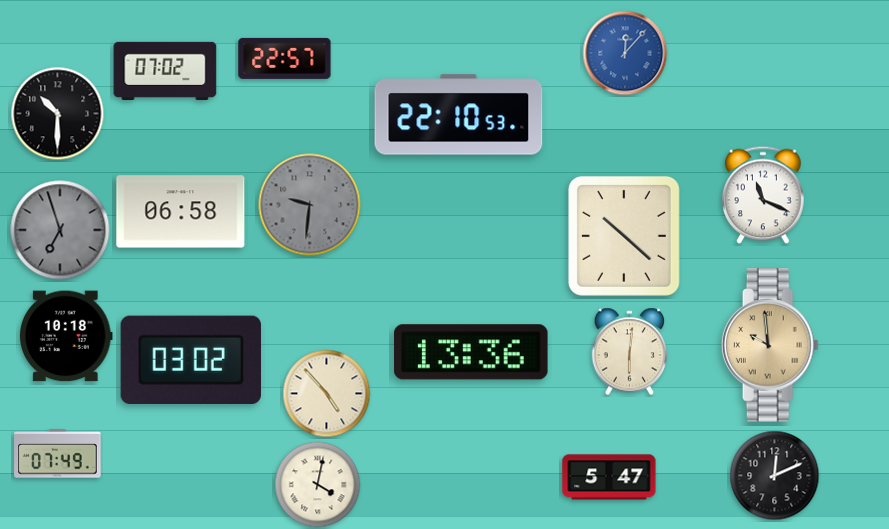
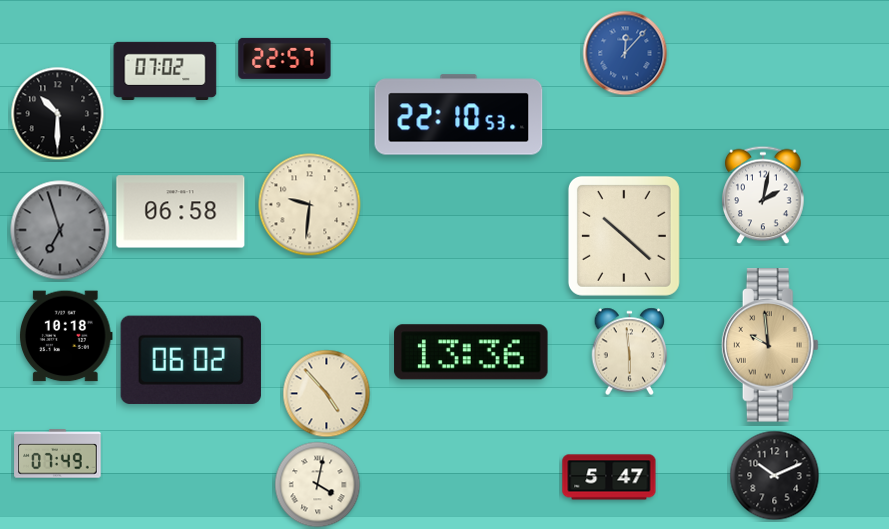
clock at (763, 195): 11:19 -> 2:02
clock at (310, 205) dial: grey -> cream
clock at (630, 352): 6:01 -> 5:59
clock at (191, 360): 03:02 -> 06:02
clock at (775, 476): 12:11 -> 10:11
